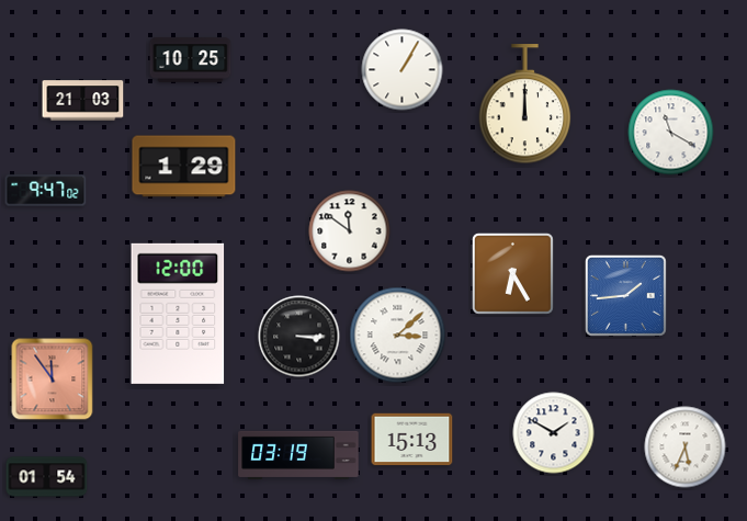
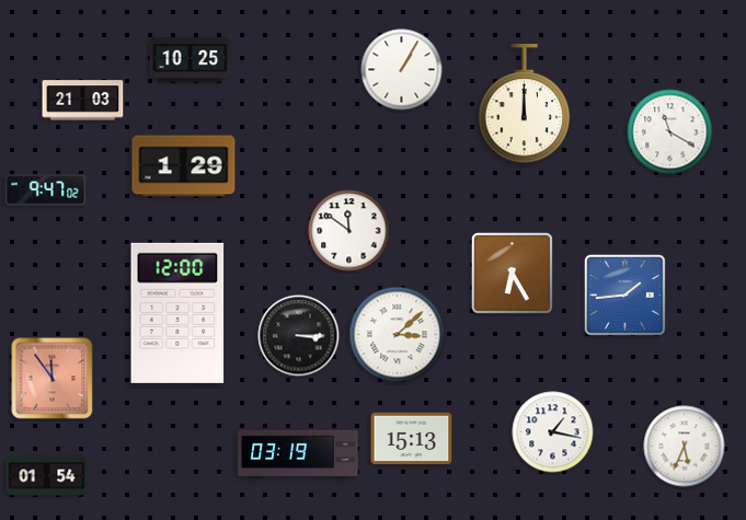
clock at (554, 433): 1:50 -> 1:17
